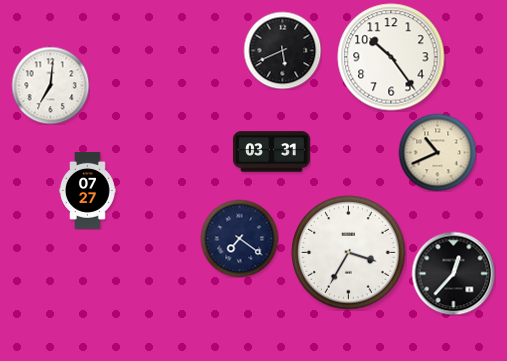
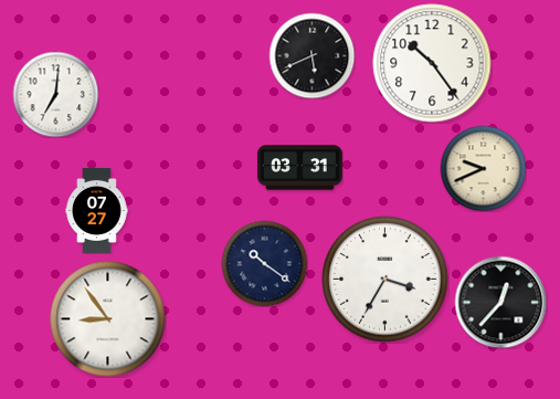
clock at (437, 152): 10:41 -> 9:41
clock at (239, 238): 7:21 -> 10:21
clock at (108, 319): none -> 8:54
